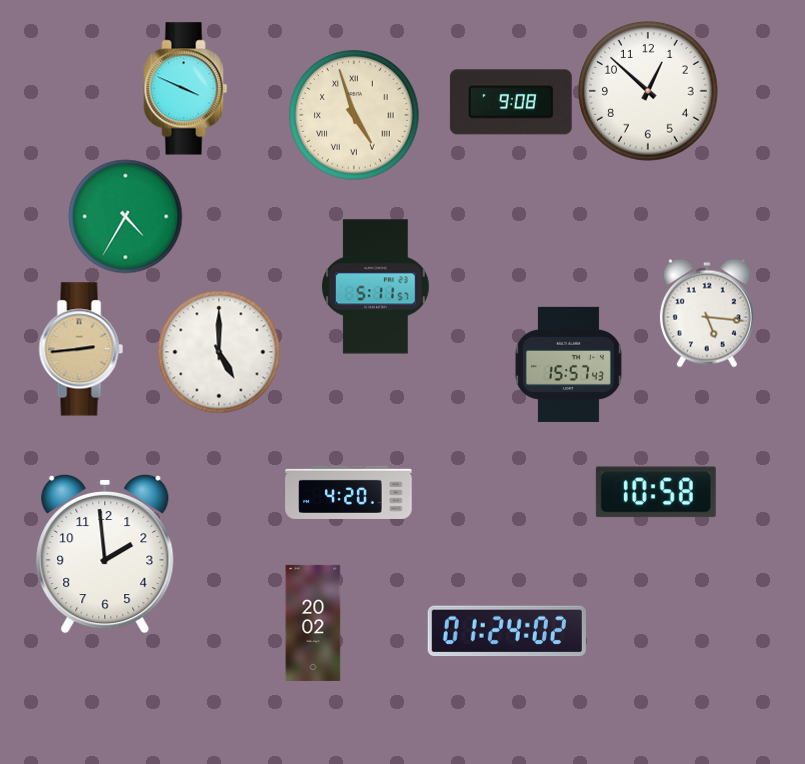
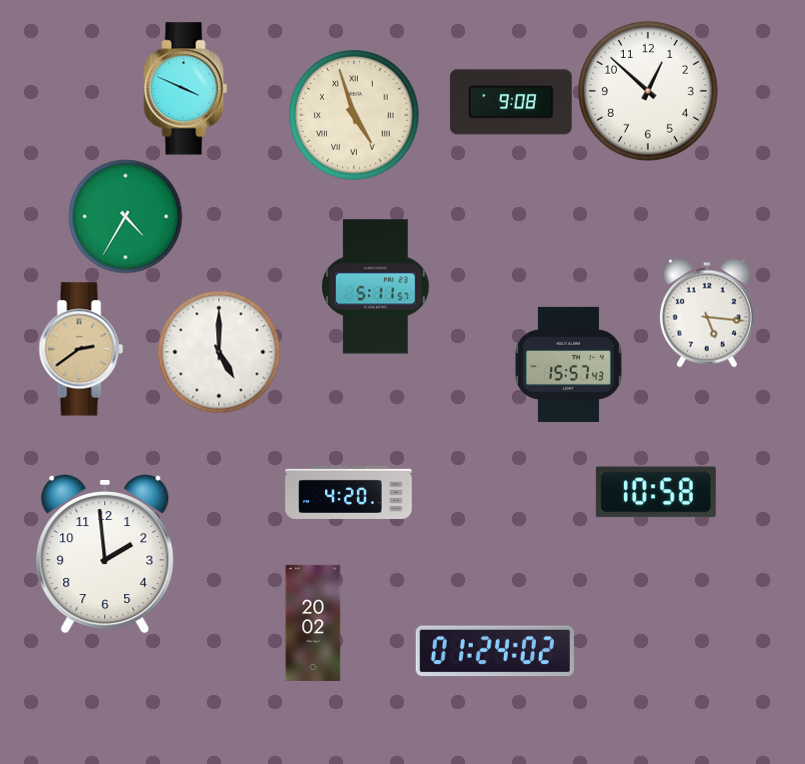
clock at (81, 349): 2:44 -> 2:39
clock at (507, 631) position: (507, 631) -> (495, 651)
